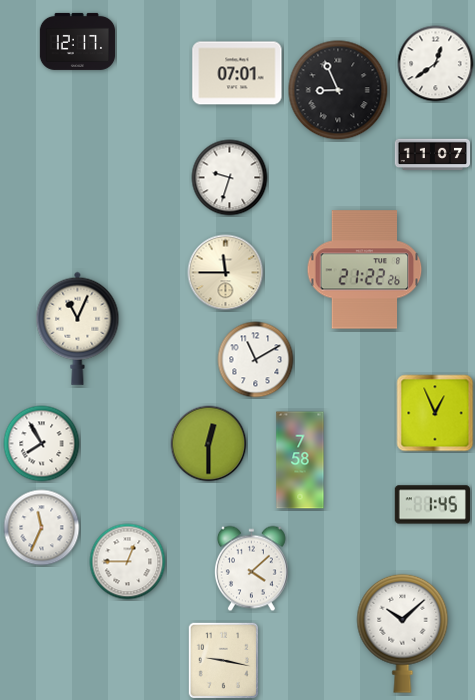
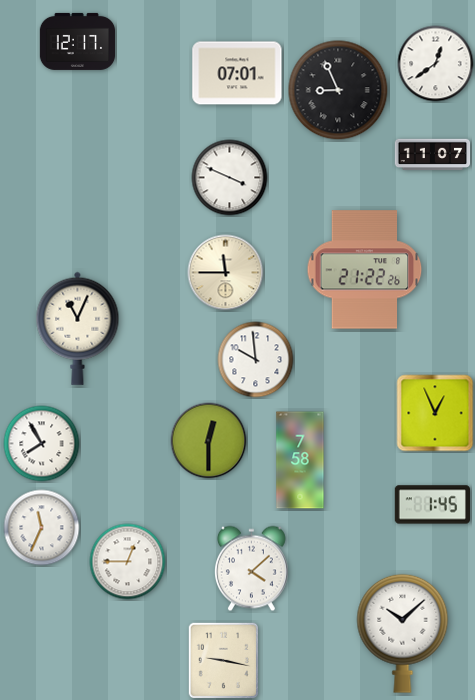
clock at (230, 178): 9:33 -> 3:49
clock at (256, 360): 11:10 -> 9:59
clock at (209, 444) position: (209, 444) -> (209, 441)
